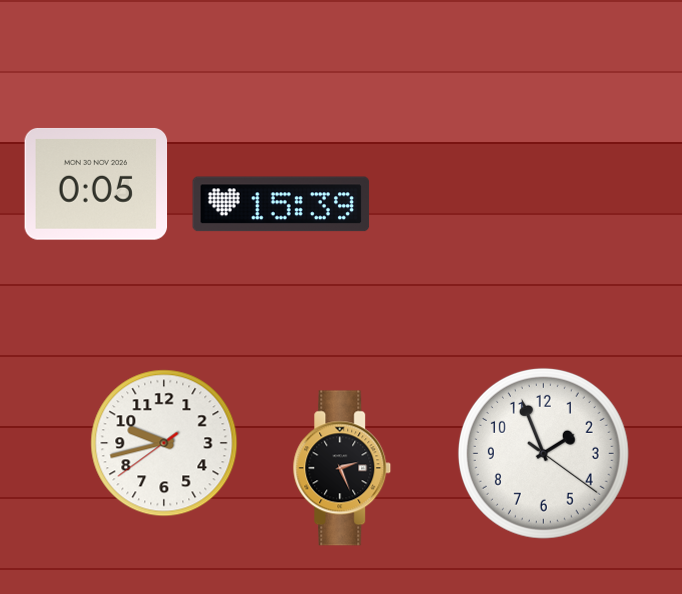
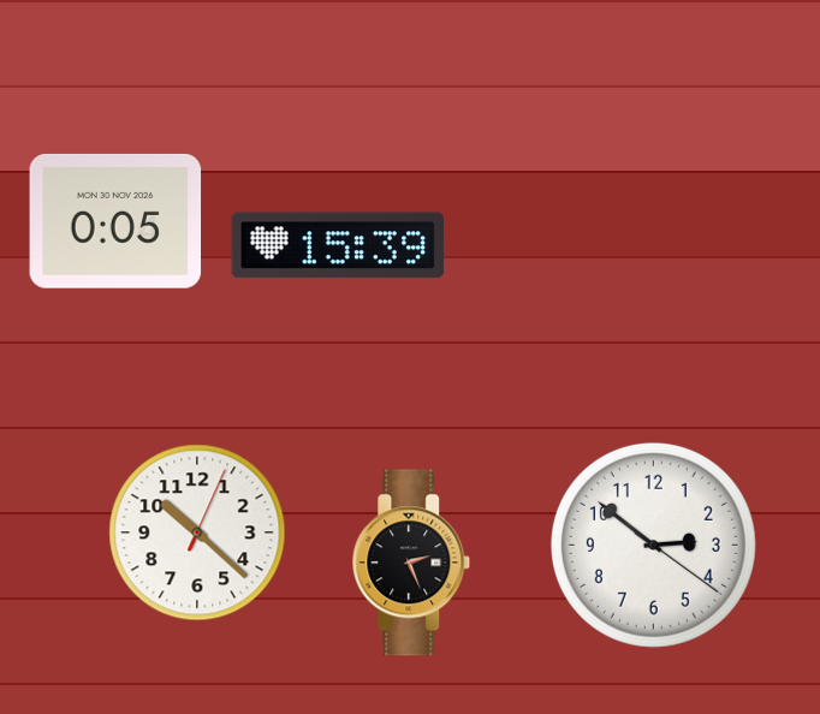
clock at (164, 443): 9:42 -> 10:22
clock at (543, 453): 1:56 -> 2:51
